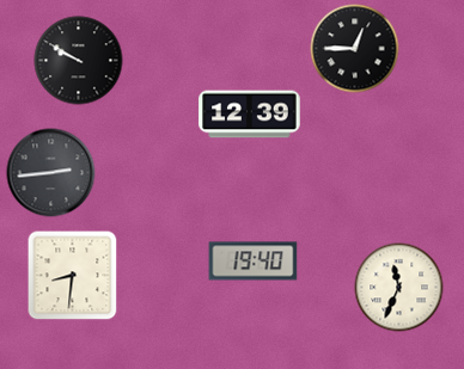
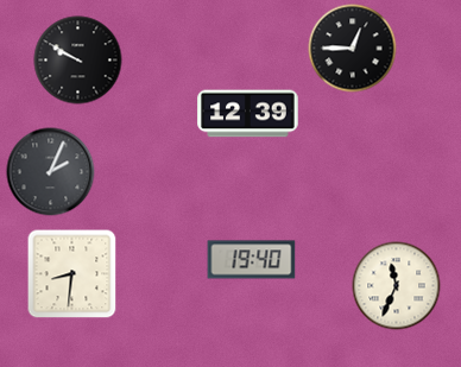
clock at (51, 173): 2:44 -> 2:04
